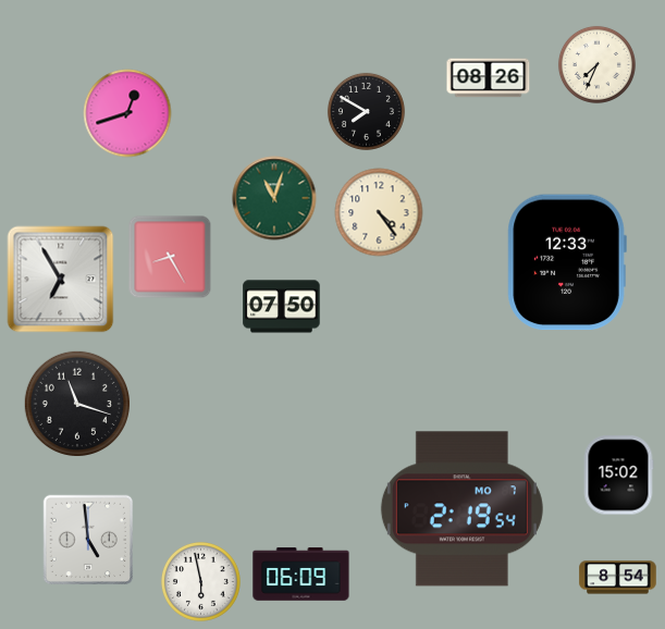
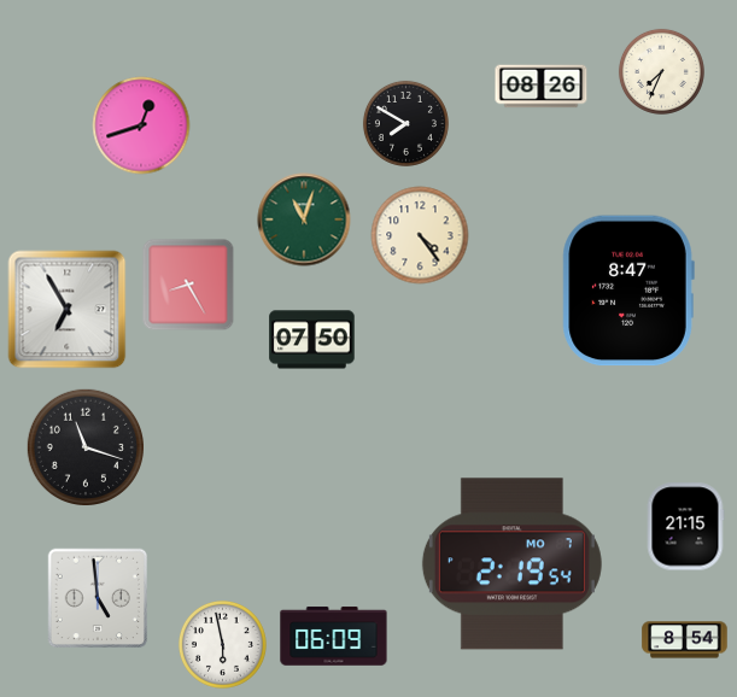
clock at (567, 262): 12:33 -> 8:47
clock at (618, 476): 15:02 -> 21:15
